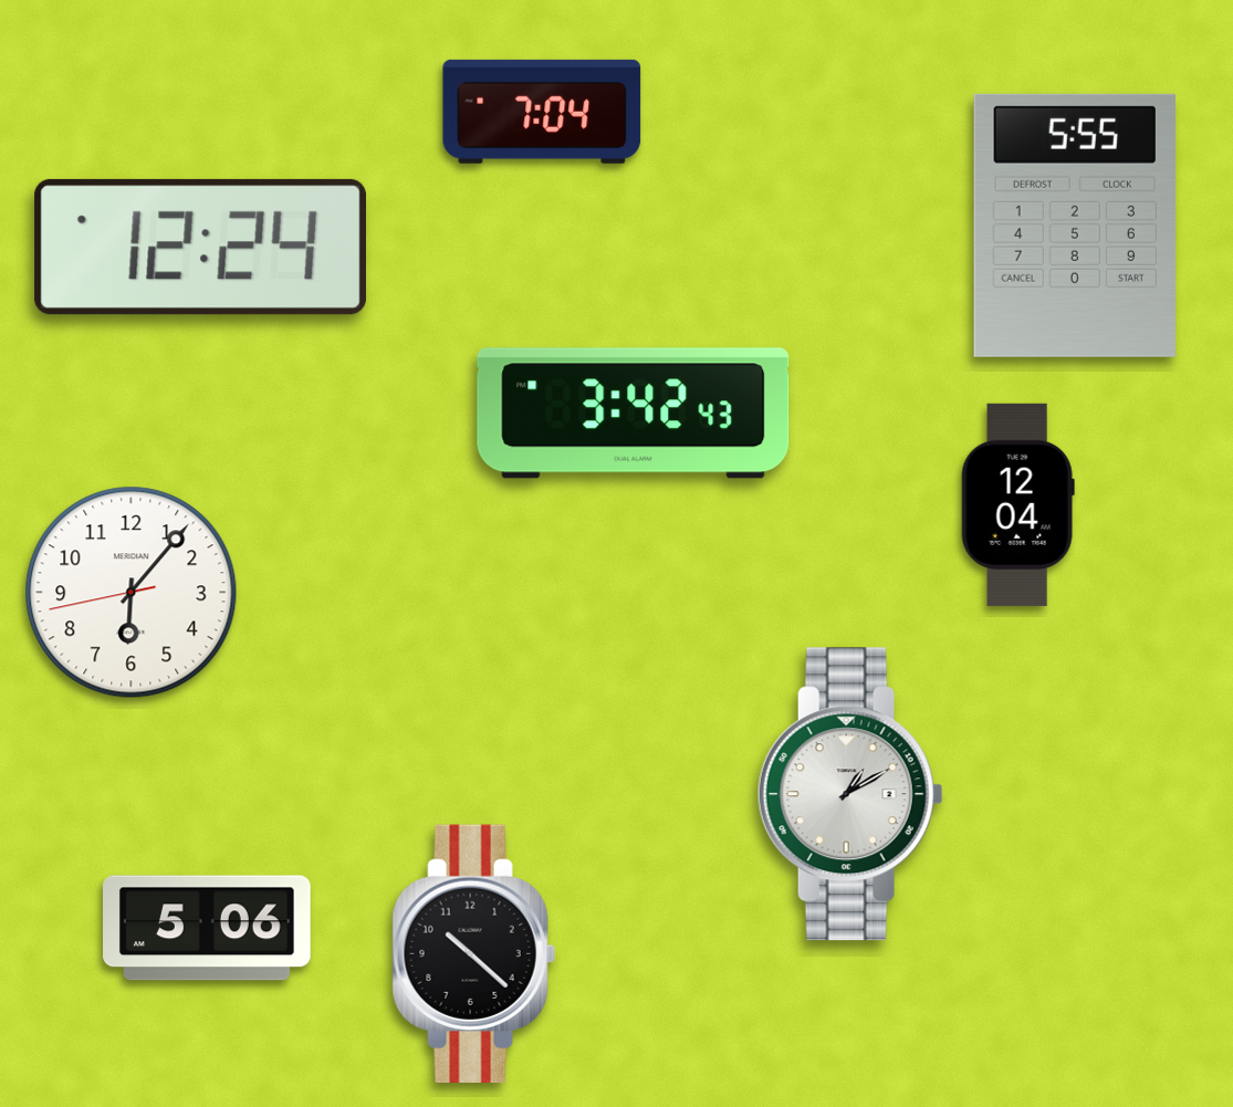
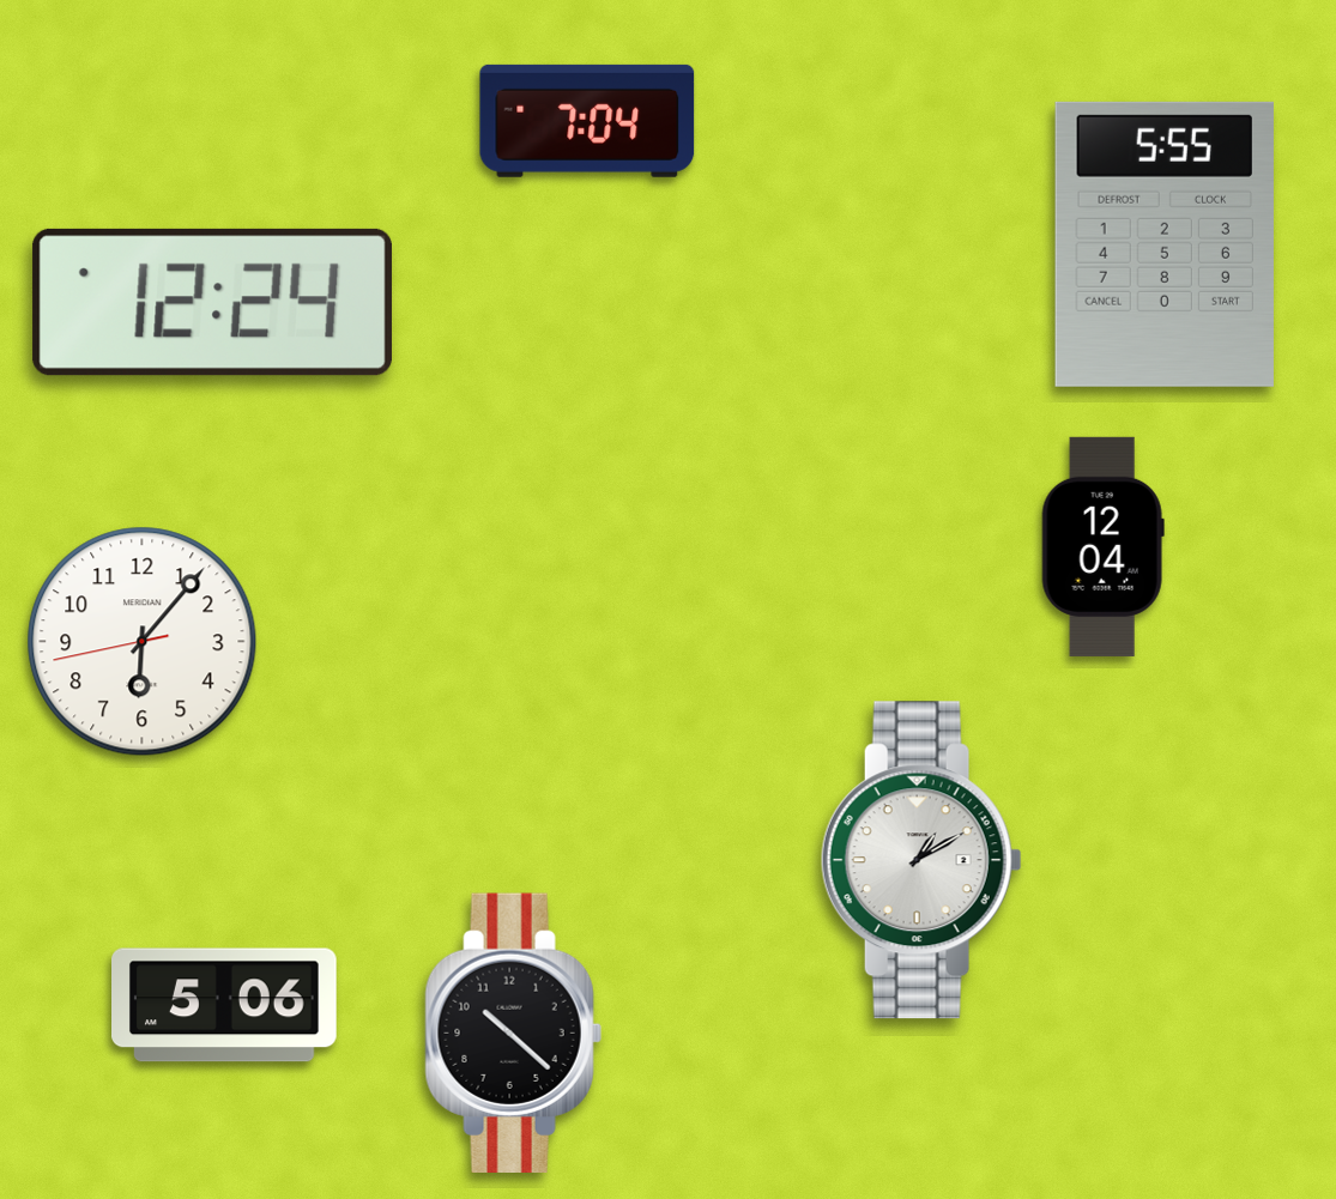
clock at (200, 247) position: (200, 247) -> (212, 302)
clock at (634, 414): 3:42 -> none
